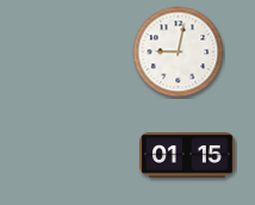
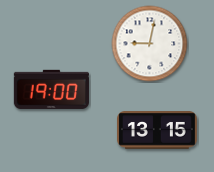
clock at (51, 89): none -> 19:00
clock at (188, 155): 01:15 -> 13:15
